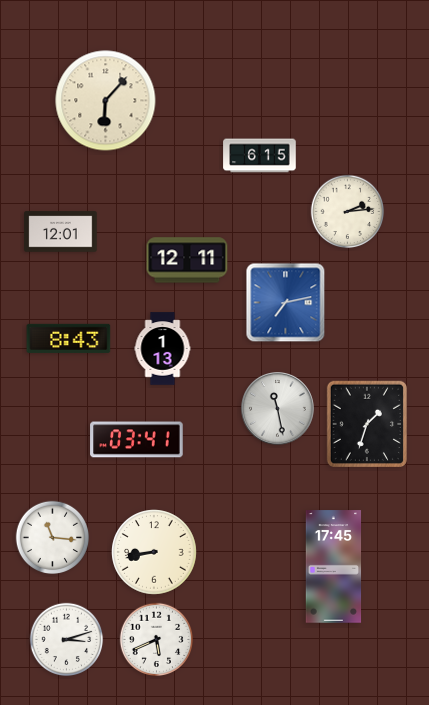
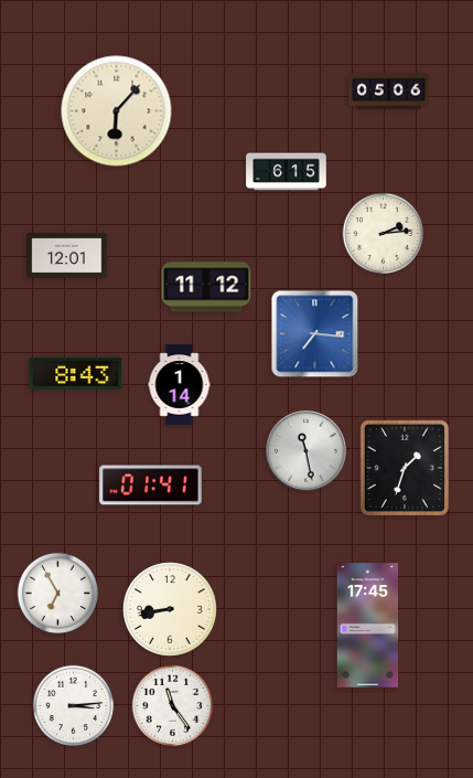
clock at (389, 92): none -> 05:06
clock at (187, 260): 12:11 -> 11:12
clock at (286, 303): 7:13 -> 7:16
clock at (163, 349): 1:13 -> 1:14
clock at (137, 440): 03:41 -> 01:41
clock at (53, 538): 11:16 -> 6:55
clock at (67, 640): 3:12 -> 3:14
clock at (157, 640): 5:41 -> 11:24
